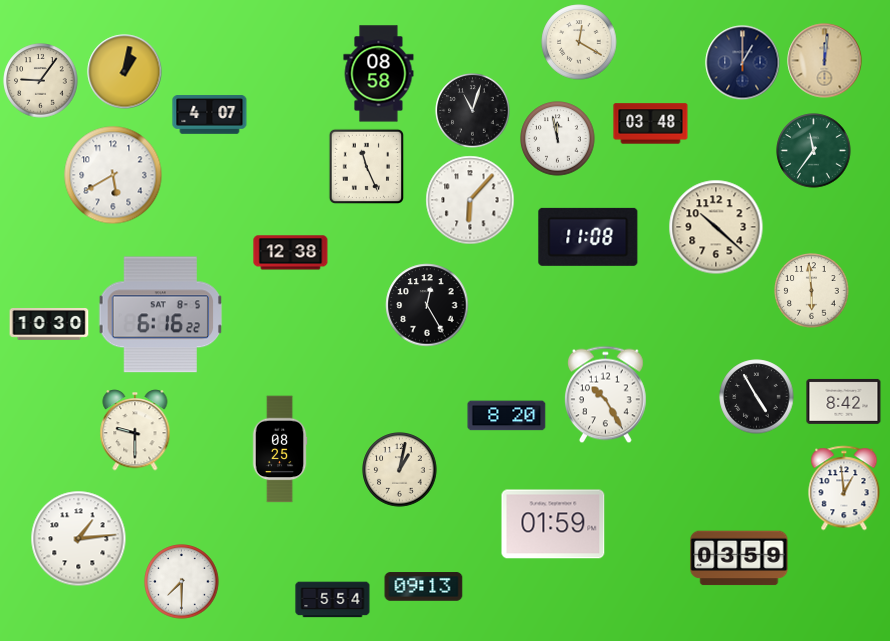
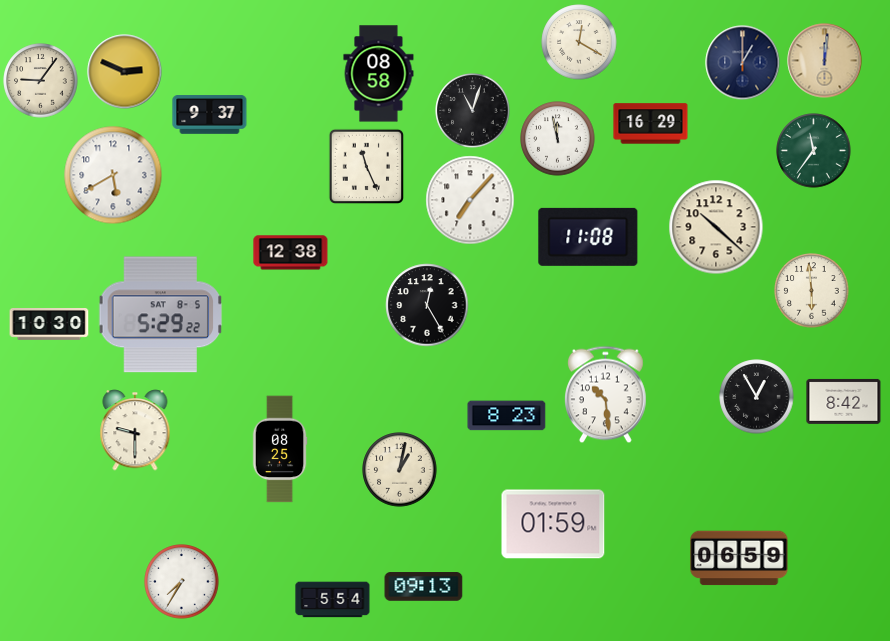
clock at (125, 72): 1:02 -> 2:49
clock at (210, 115): 4:07 -> 9:37
clock at (651, 124): 03:48 -> 16:29
clock at (470, 200): 6:07 -> 7:07
clock at (161, 315): 6:16 -> 5:29
clock at (606, 395): 10:25 -> 10:29
clock at (757, 397): 4:55 -> 12:55
clock at (507, 416): 8:20 -> 8:23
clock at (844, 488): 12:59 -> none
clock at (79, 539): 1:14 -> none
clock at (739, 558): 03:59 -> 06:59
clock at (182, 582): 7:30 -> 7:35
